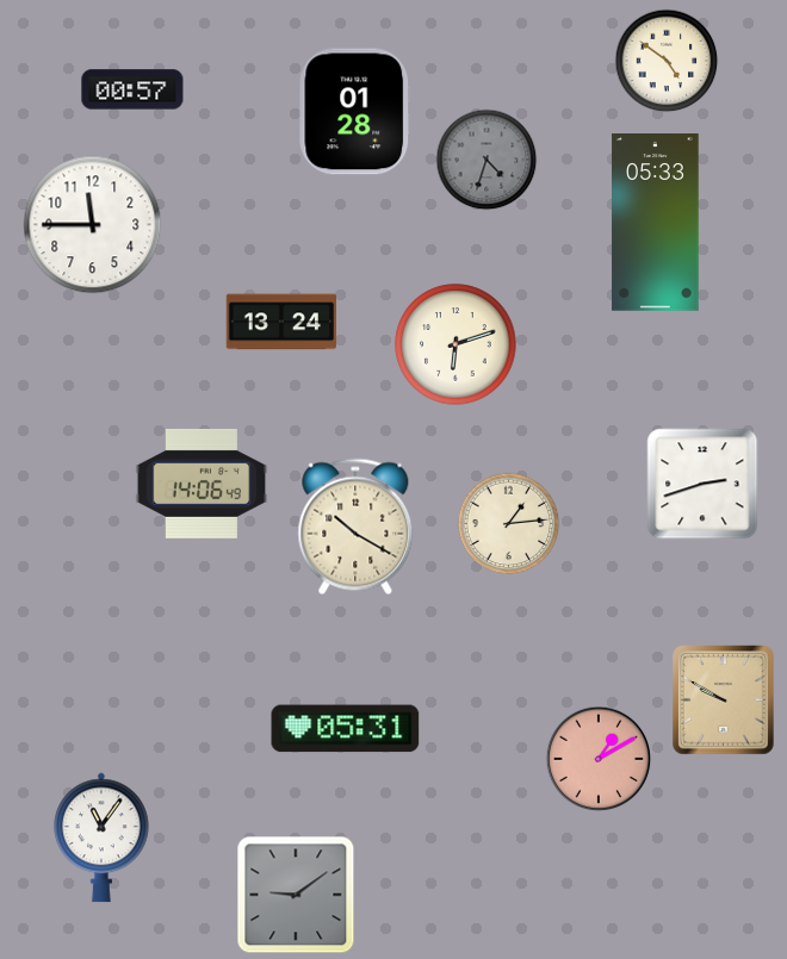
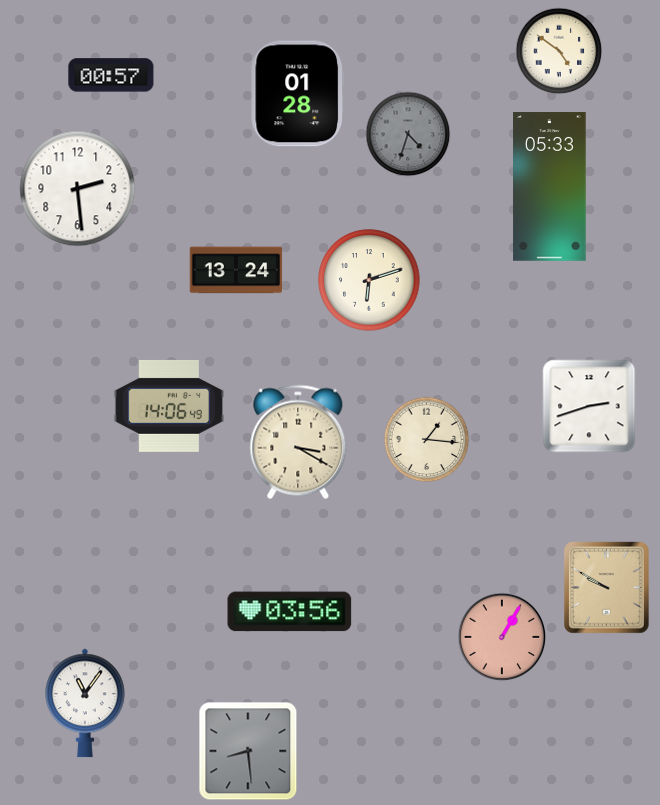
clock at (93, 225): 11:45 -> 2:29
clock at (456, 344) position: (456, 344) -> (369, 280)
clock at (509, 524): 1:14 -> 1:16
clock at (355, 527): 10:20 -> 3:20
clock at (346, 729): 05:31 -> 03:56
clock at (599, 759): 1:10 -> 1:05
clock at (296, 895): 9:09 -> 8:29
